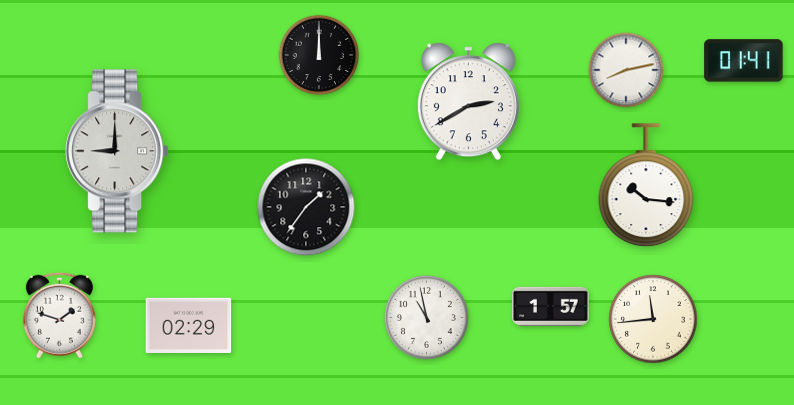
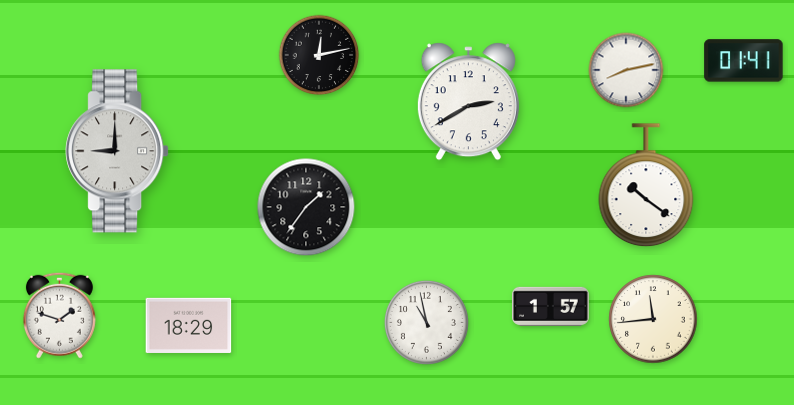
clock at (319, 55): 12:00 -> 12:13
clock at (646, 186): 10:16 -> 10:21
clock at (426, 317) position: (426, 317) -> (426, 322)
clock at (189, 325): 02:29 -> 18:29
